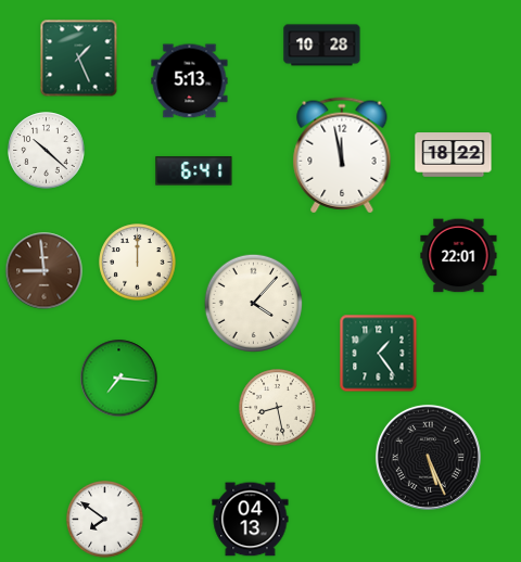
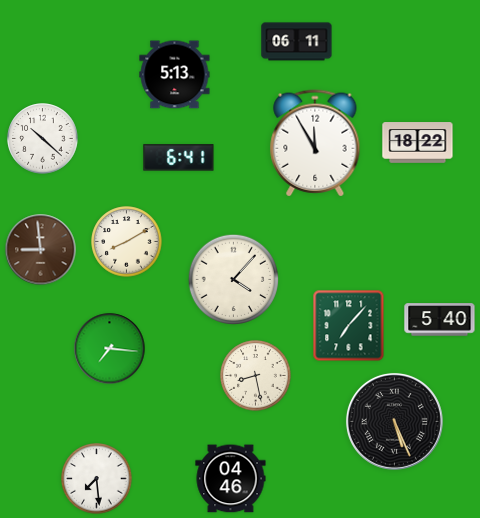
clock at (322, 46): 10:28 -> 06:11
clock at (79, 59): 1:26 -> none
clock at (342, 155): 11:58 -> 11:55
clock at (459, 256): 22:01 -> none
clock at (138, 263): 12:00 -> 8:10
clock at (440, 320): none -> 5:40
clock at (379, 354): 1:24 -> 7:07
clock at (105, 520): 7:51 -> 7:29
clock at (251, 520): 04:13 -> 04:46
